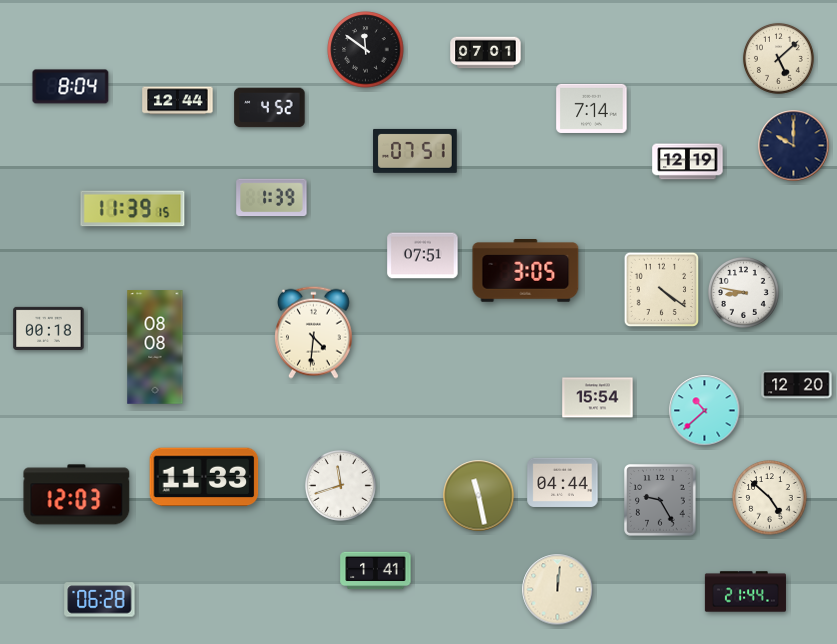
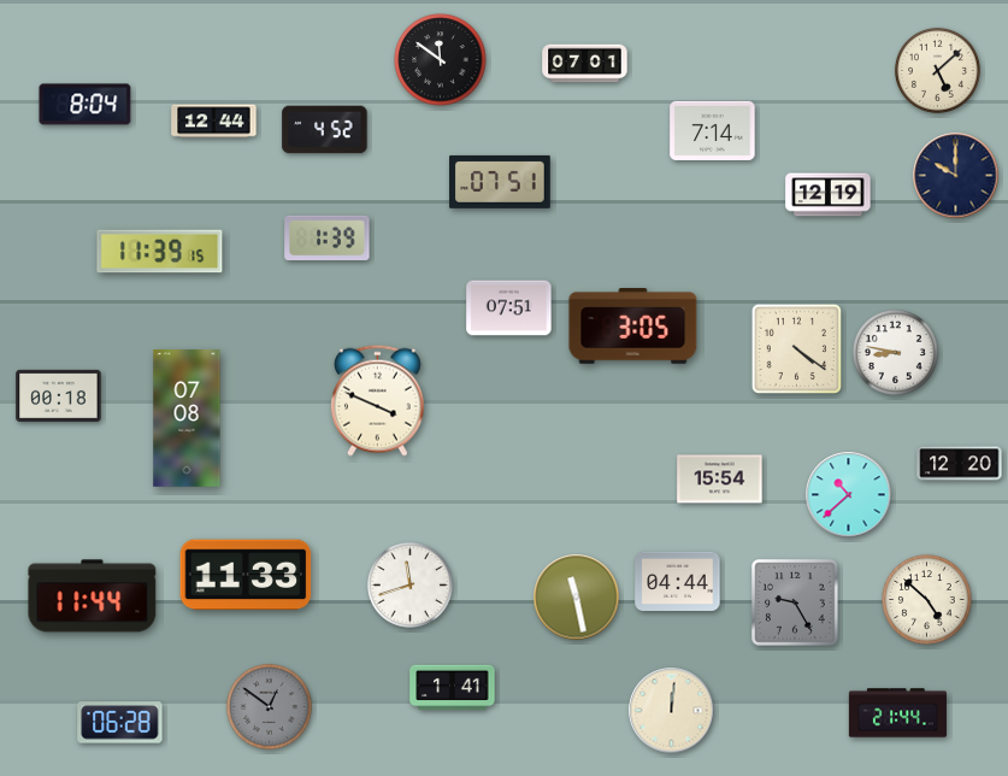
clock at (313, 332): 4:31 -> 3:49
clock at (155, 347): 08:08 -> 07:08
clock at (77, 495): 12:03 -> 11:44
clock at (269, 706): none -> 12:51
